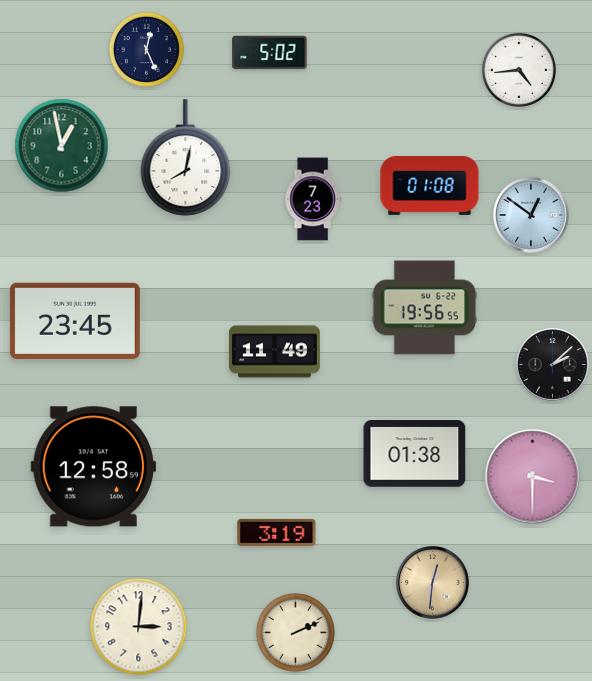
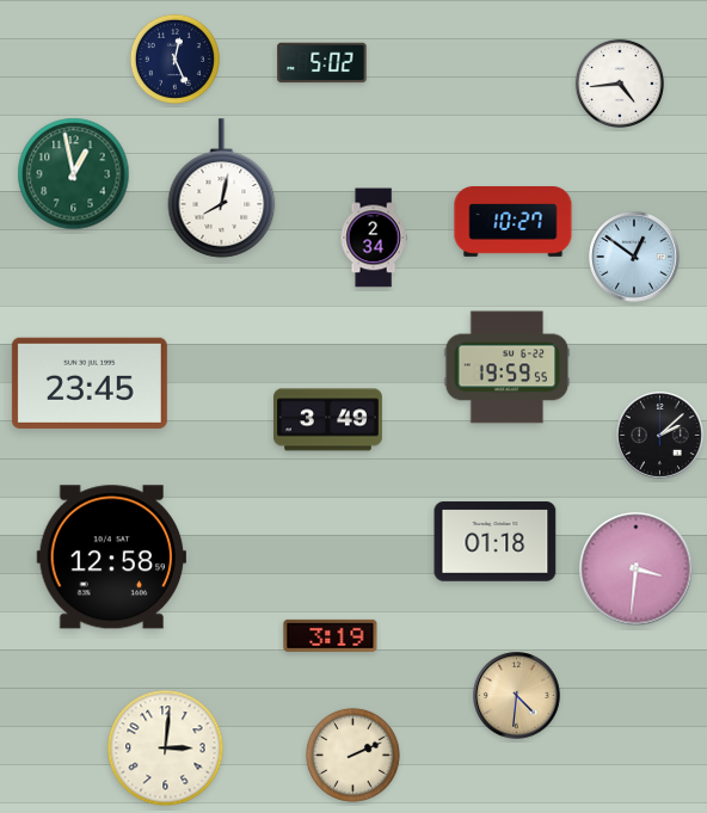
clock at (430, 186): 01:08 -> 10:27
clock at (313, 199): 7:23 -> 2:34
clock at (425, 308): 19:56 -> 19:59
clock at (275, 352): 11:49 -> 3:49
clock at (415, 454): 01:38 -> 01:18
clock at (533, 477): 3:30 -> 3:31
clock at (433, 583): 12:31 -> 4:31
